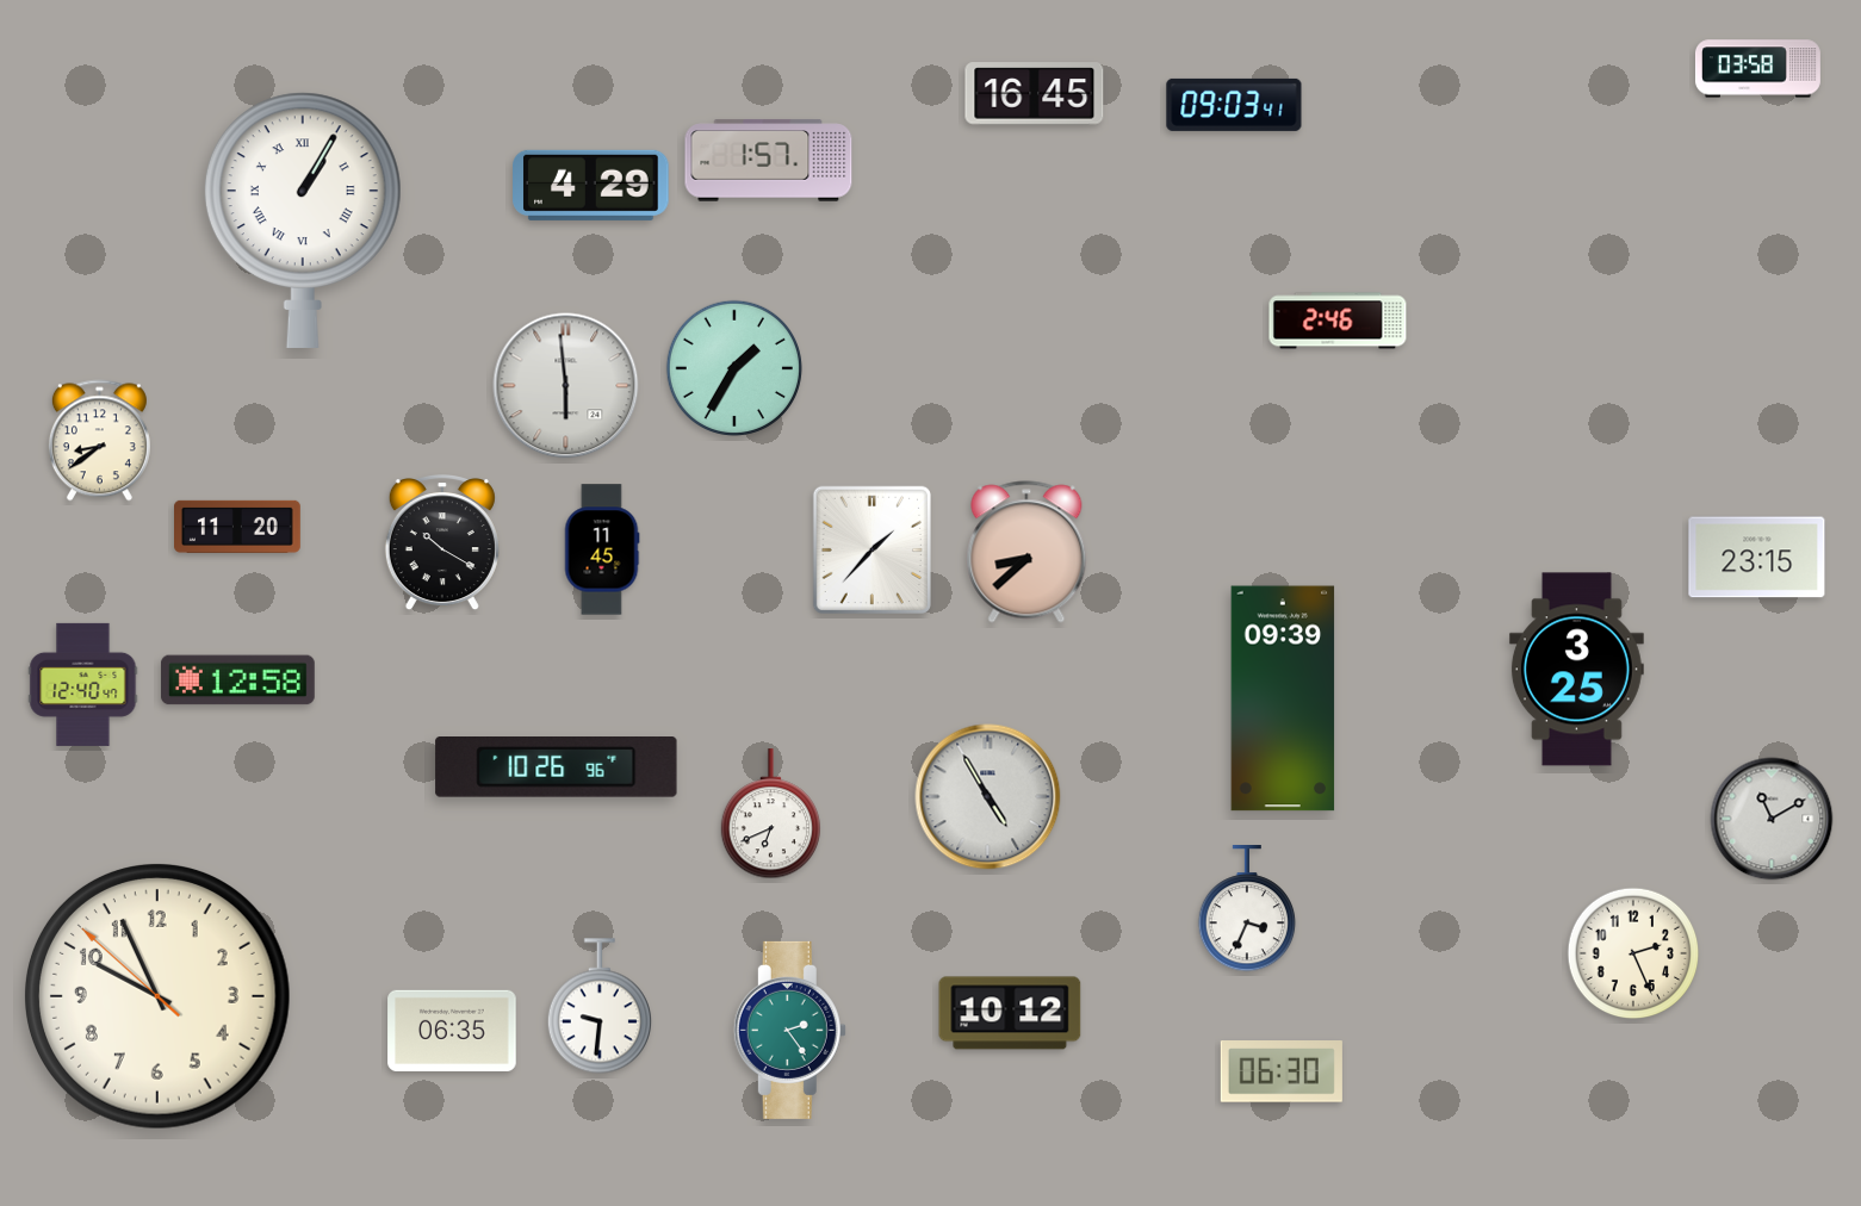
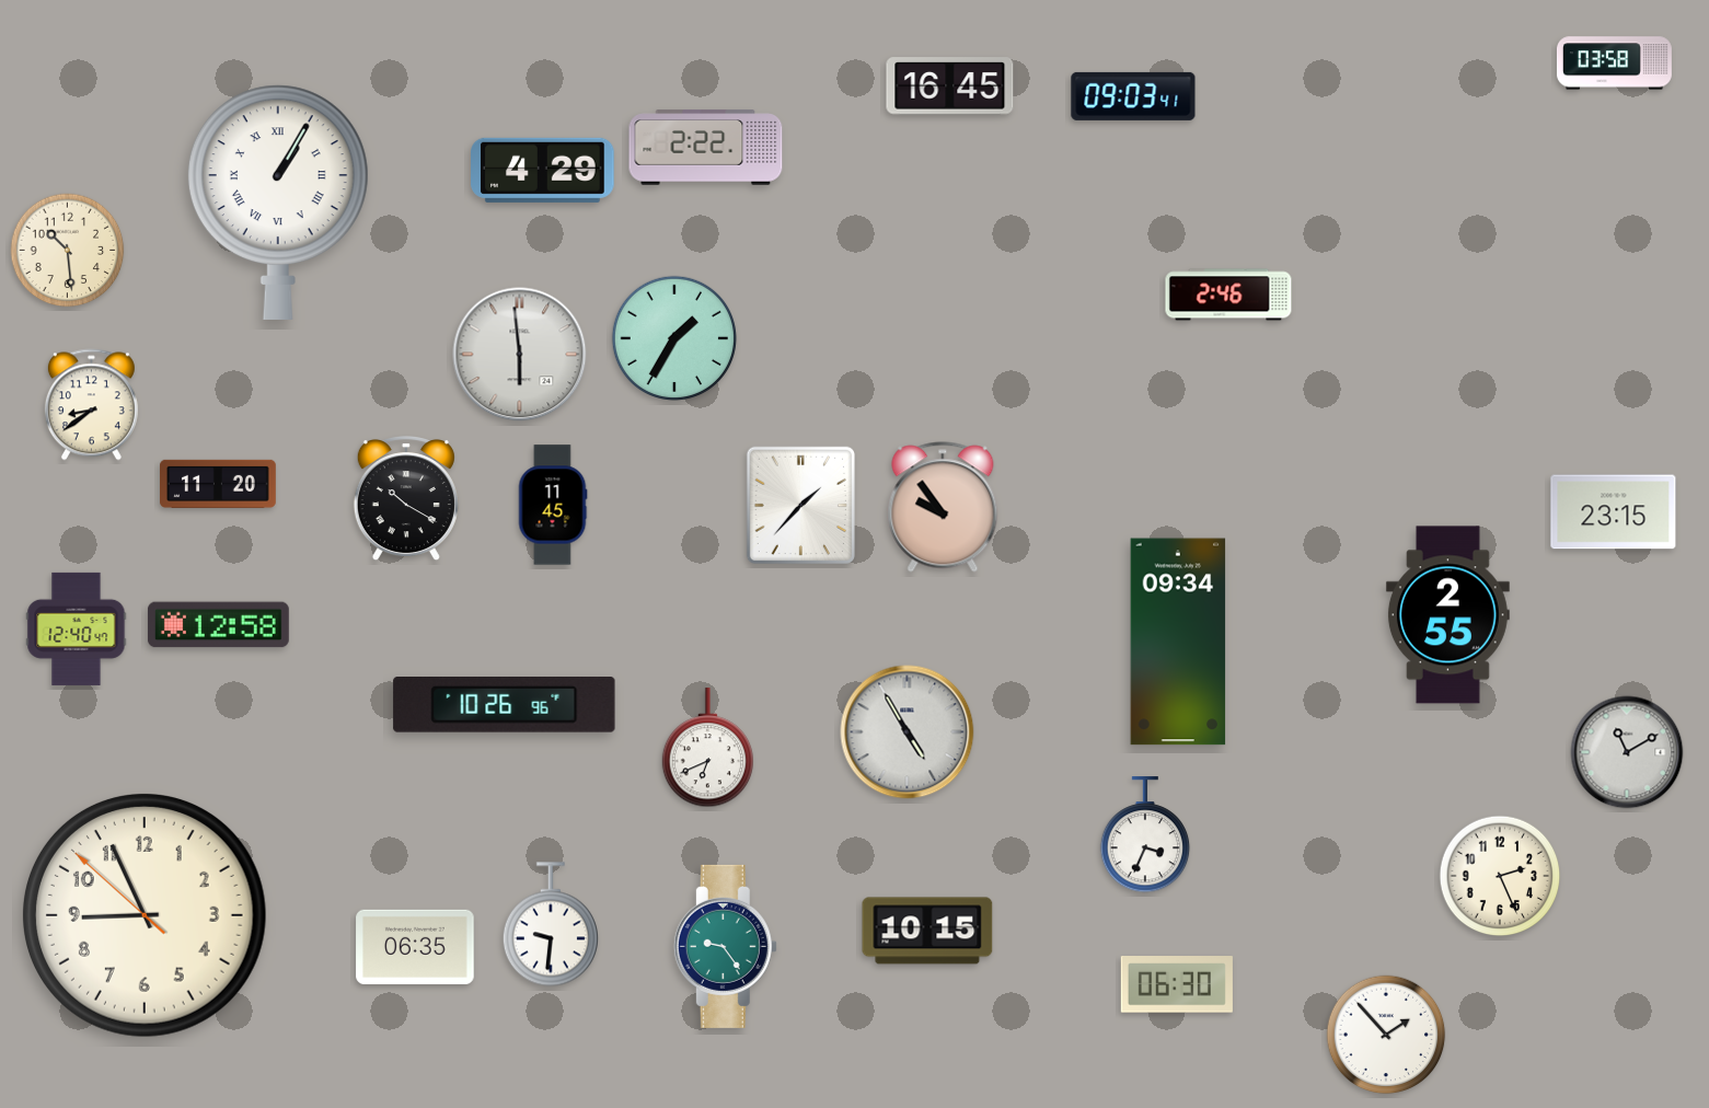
clock at (769, 161): 1:57 -> 2:22
clock at (68, 251): none -> 10:29
clock at (1026, 552): 8:38 -> 9:54
clock at (1576, 670): 3:25 -> 2:55
clock at (1283, 698): 09:39 -> 09:34
clock at (557, 767) position: (557, 767) -> (505, 705)
clock at (159, 997): 9:55 -> 8:55
clock at (1010, 1013): 10:12 -> 10:15
clock at (789, 1030): 2:24 -> 9:24
clock at (1386, 1035): none -> 1:53
